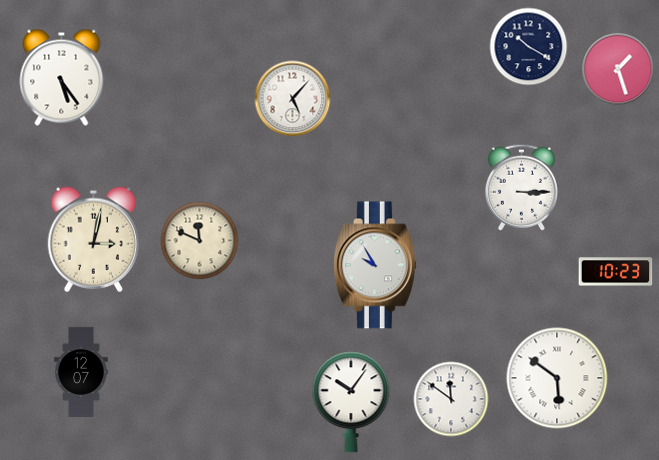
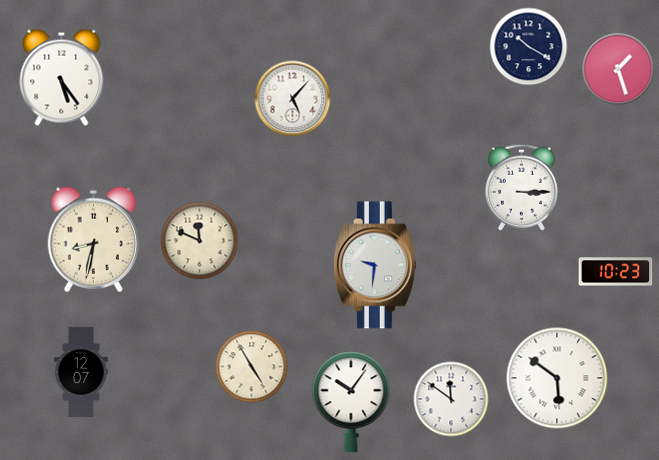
clock at (94, 239): 3:02 -> 8:32
clock at (375, 265): 9:55 -> 9:31
clock at (252, 367): none -> 4:55
